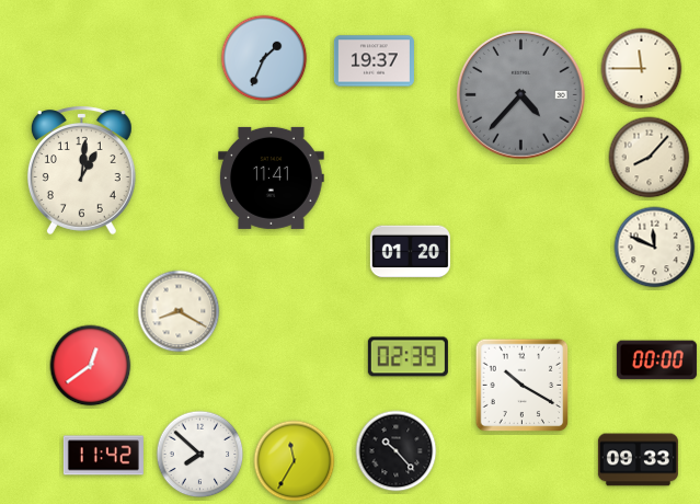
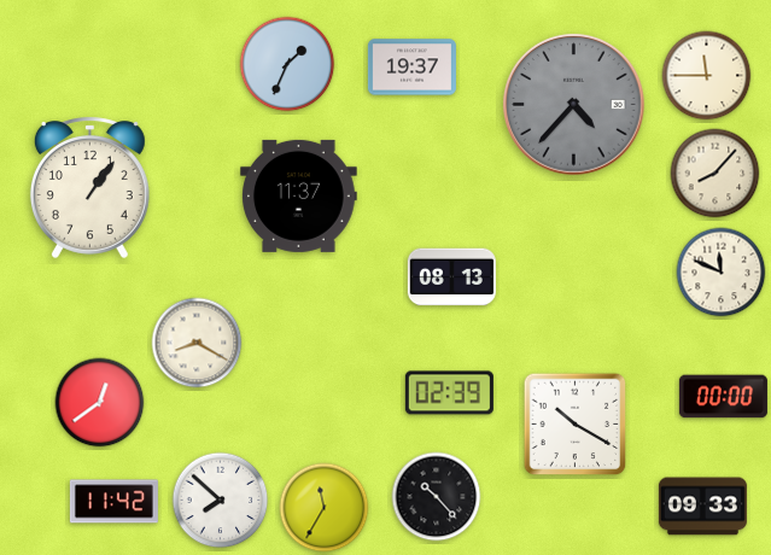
clock at (264, 58) position: (264, 58) -> (287, 64)
clock at (81, 170): 1:01 -> 1:06
clock at (272, 177): 11:41 -> 11:37
clock at (410, 252): 01:20 -> 08:13
